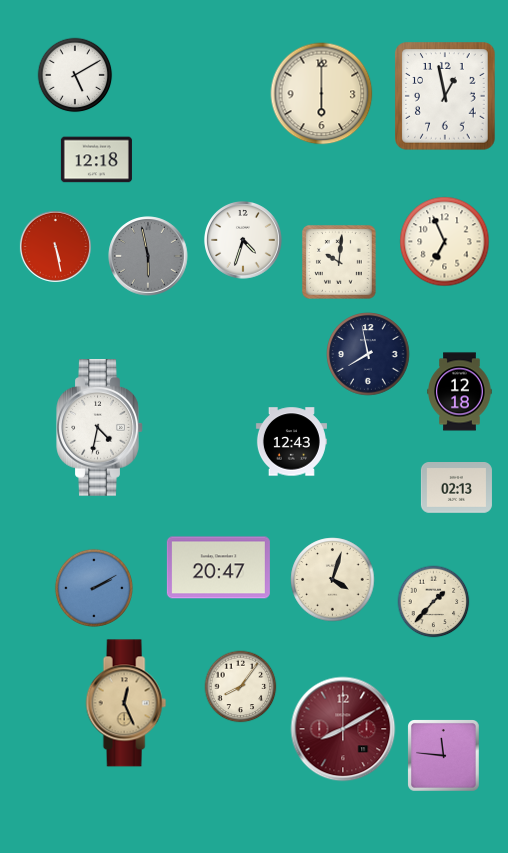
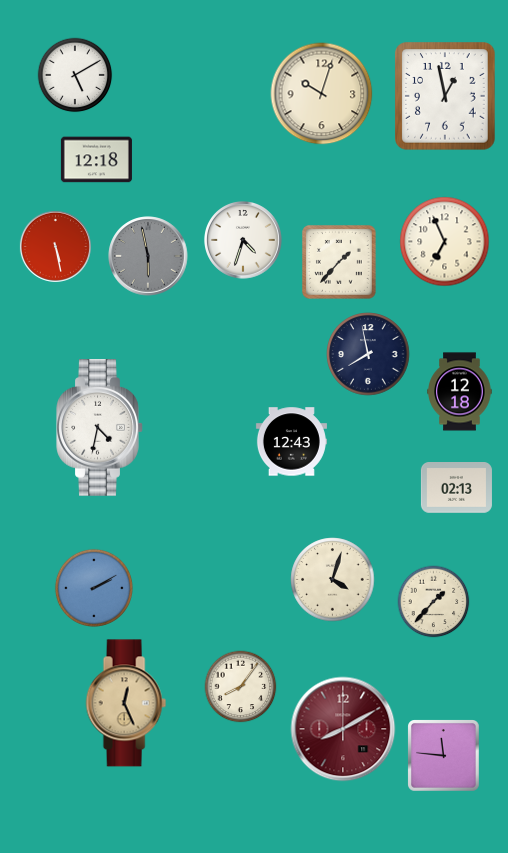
clock at (322, 94): 6:00 -> 10:03
clock at (340, 263): 10:01 -> 1:37
clock at (218, 568): 20:47 -> none
